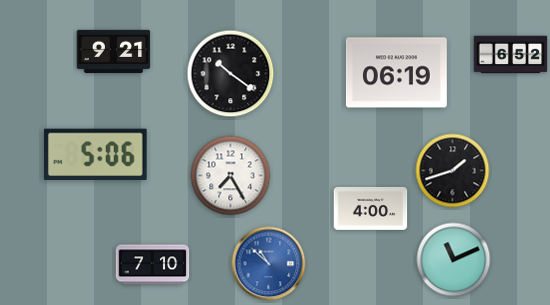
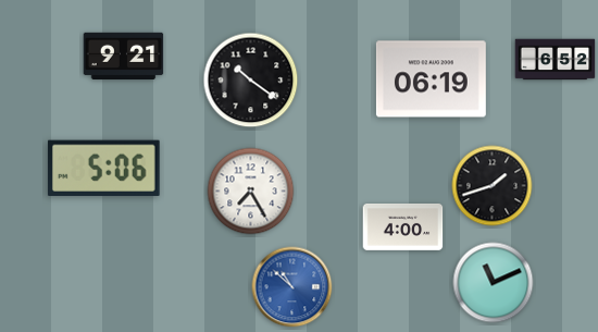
clock at (153, 265): 7:10 -> none
